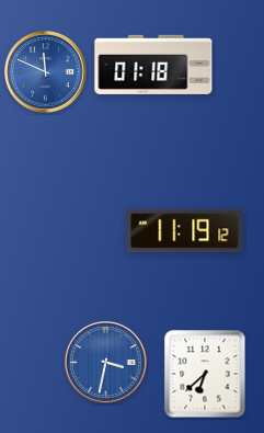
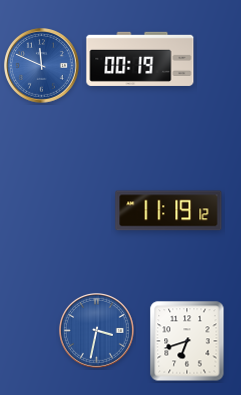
clock at (153, 65): 01:18 -> 00:19
clock at (205, 374): 6:38 -> 6:42
